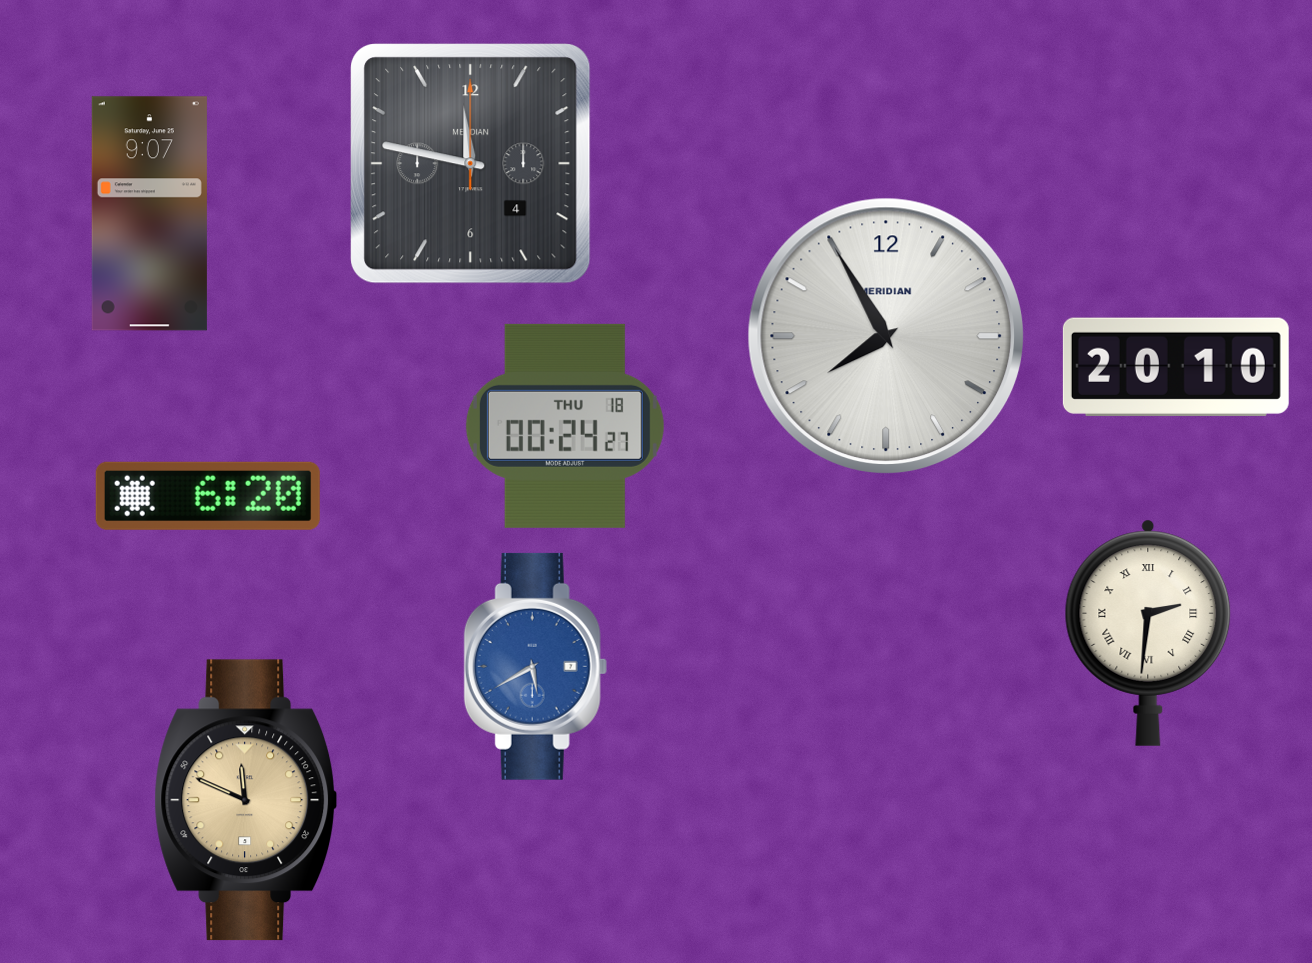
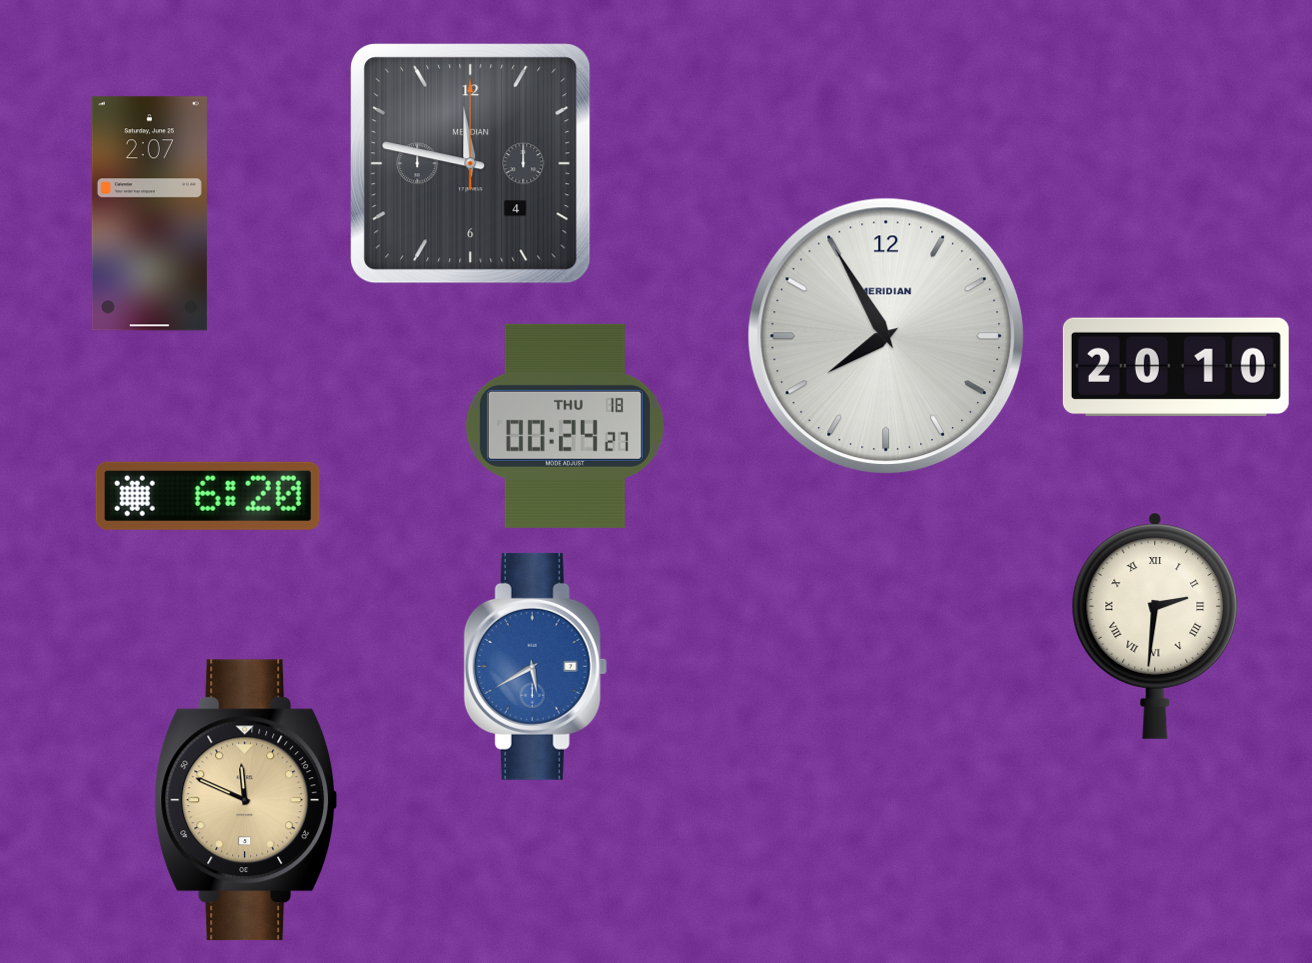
clock at (149, 214): 9:07 -> 2:07
clock at (1148, 633) position: (1148, 633) -> (1155, 626)
